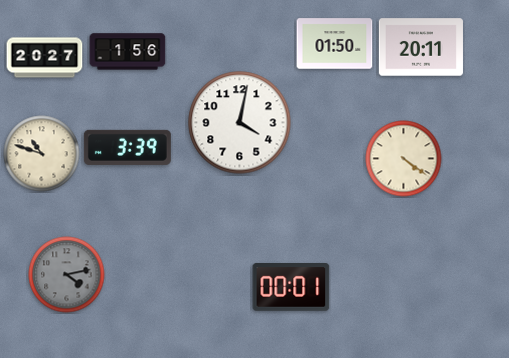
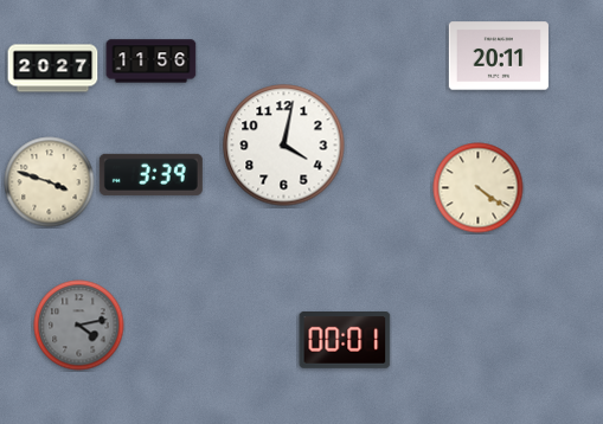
clock at (335, 44): 01:50 -> none
clock at (128, 52): 1:56 -> 11:56
clock at (42, 154): 10:48 -> 3:48
